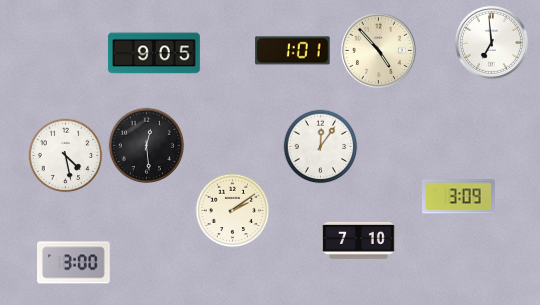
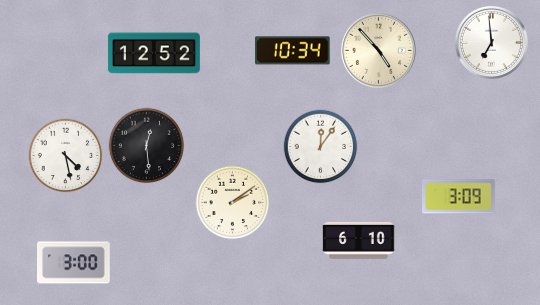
clock at (293, 51): 1:01 -> 10:34
clock at (154, 53): 9:05 -> 12:52
clock at (233, 211) position: (233, 211) -> (233, 203)
clock at (359, 240): 7:10 -> 6:10
